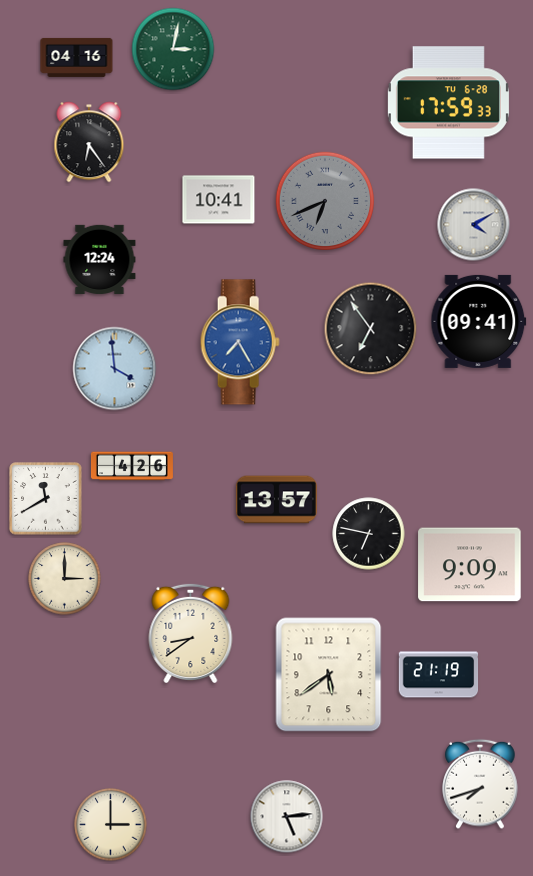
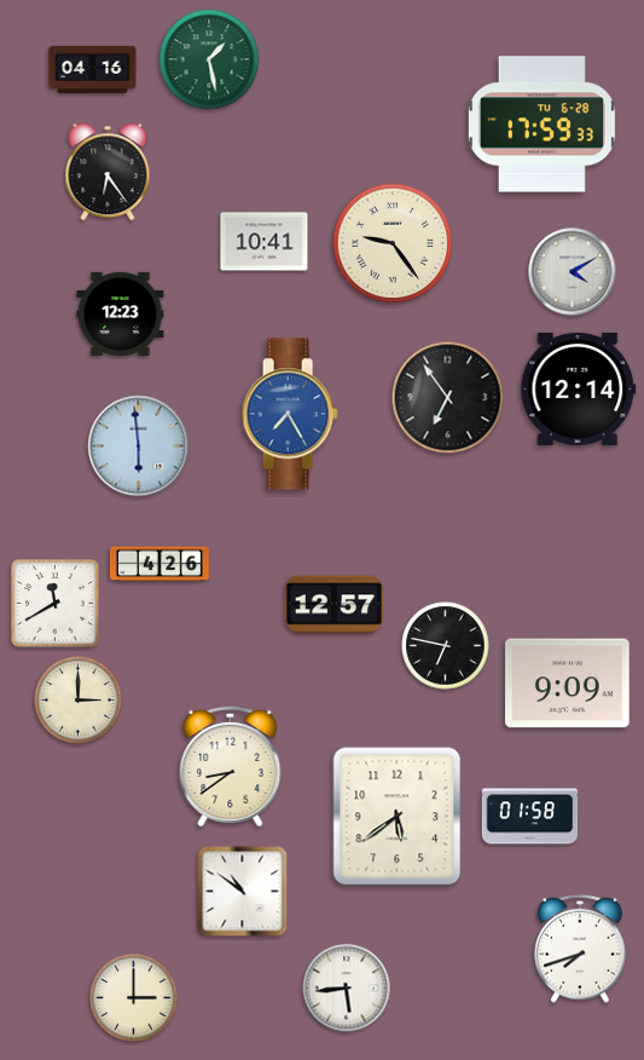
clock at (173, 49): 3:02 -> 1:28
clock at (325, 201): 6:41 -> 9:24
clock at (325, 201) dial: grey -> cream
clock at (100, 259): 12:24 -> 12:23
clock at (479, 321): 09:41 -> 12:14
clock at (115, 369): 3:59 -> 5:59
clock at (276, 500): 13:57 -> 12:57
clock at (439, 675): 21:19 -> 01:58
clock at (243, 892): none -> 10:51
clock at (287, 817): 5:14 -> 5:44
